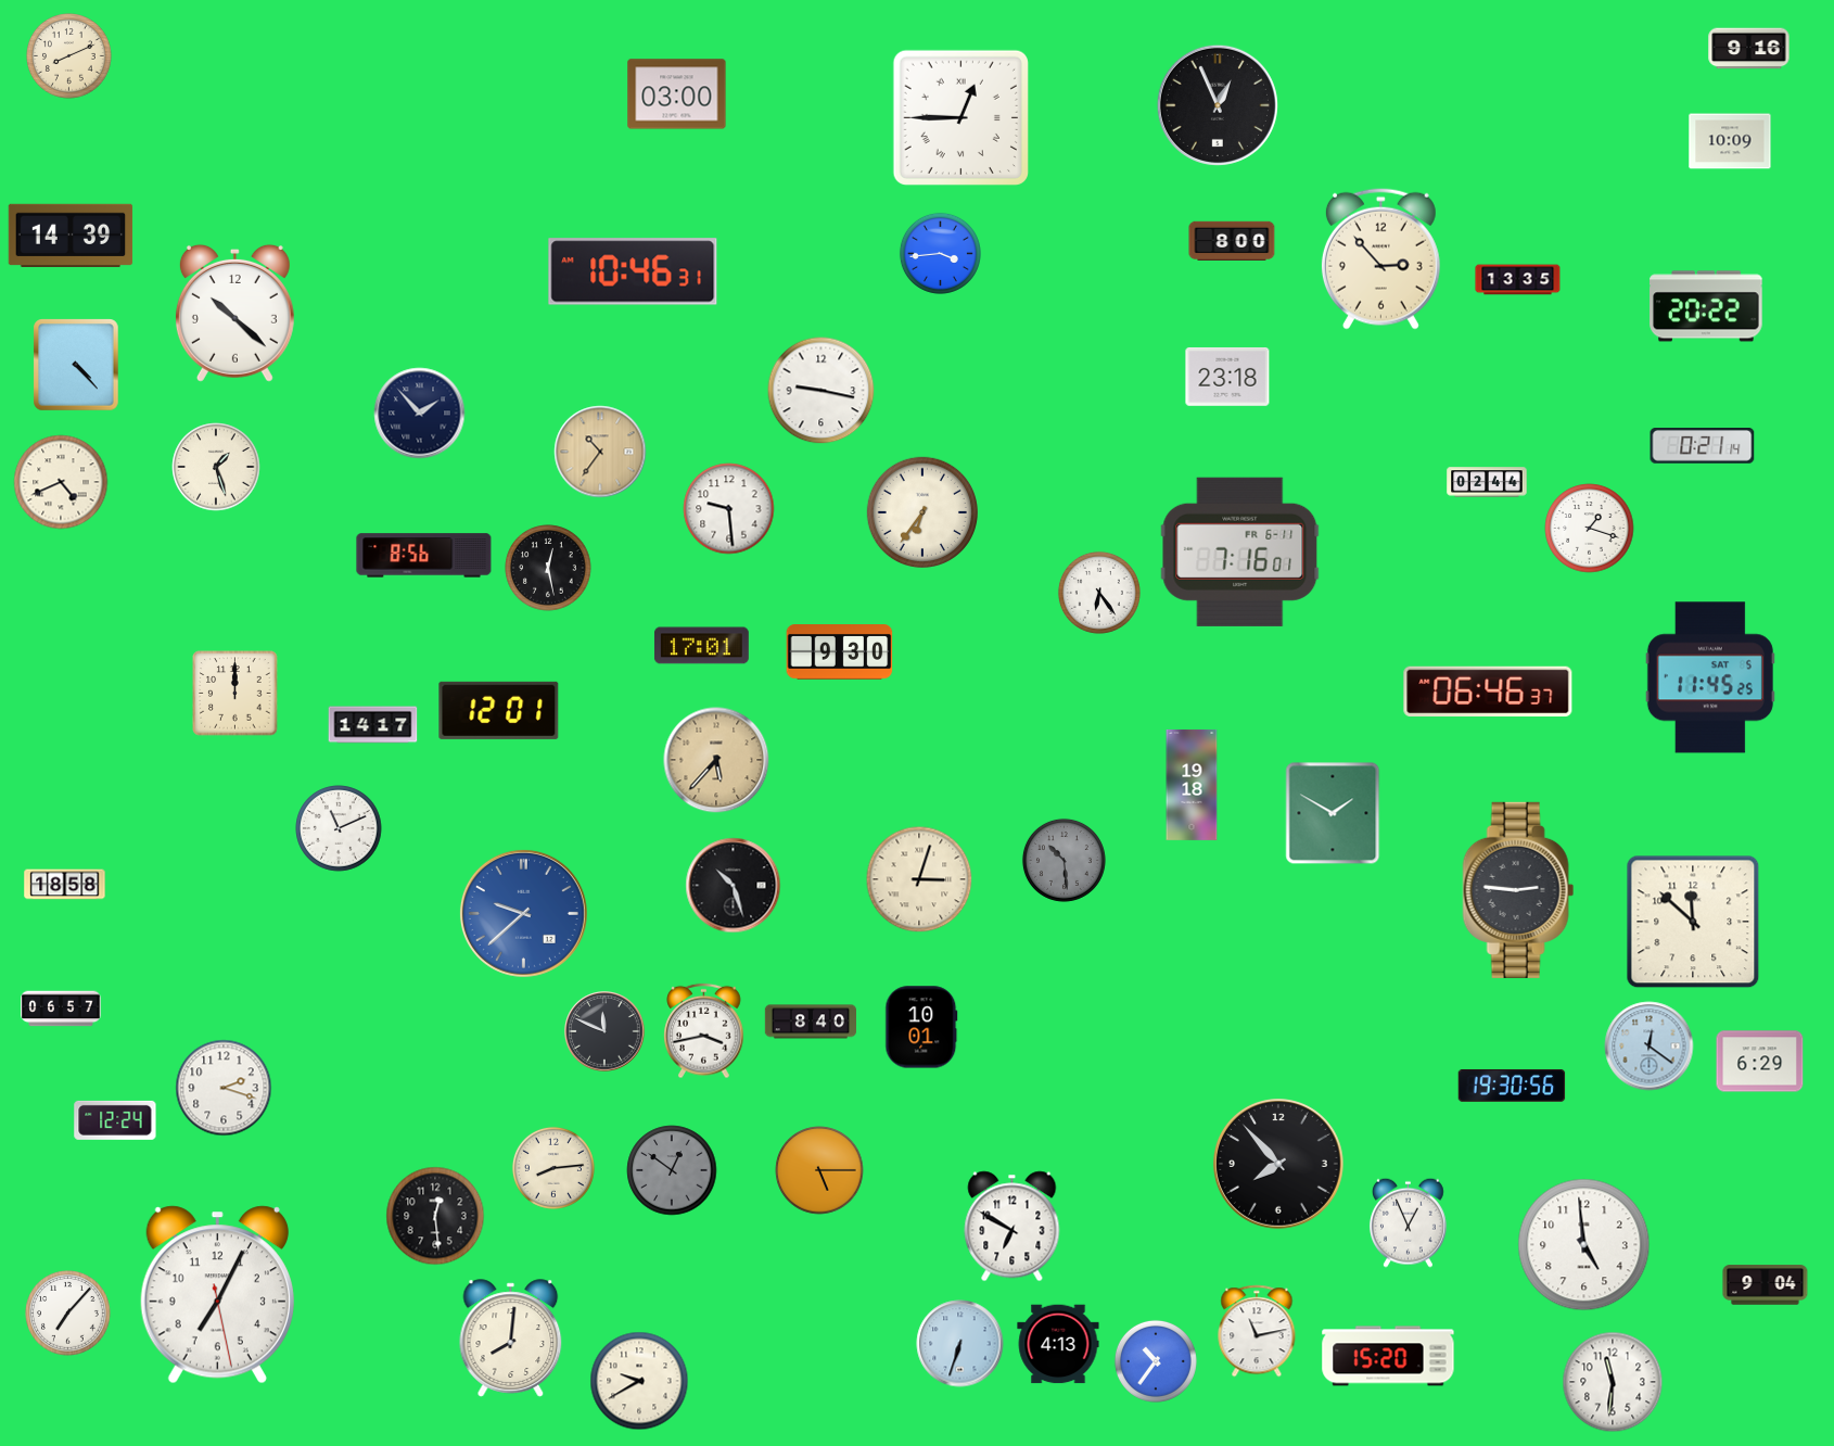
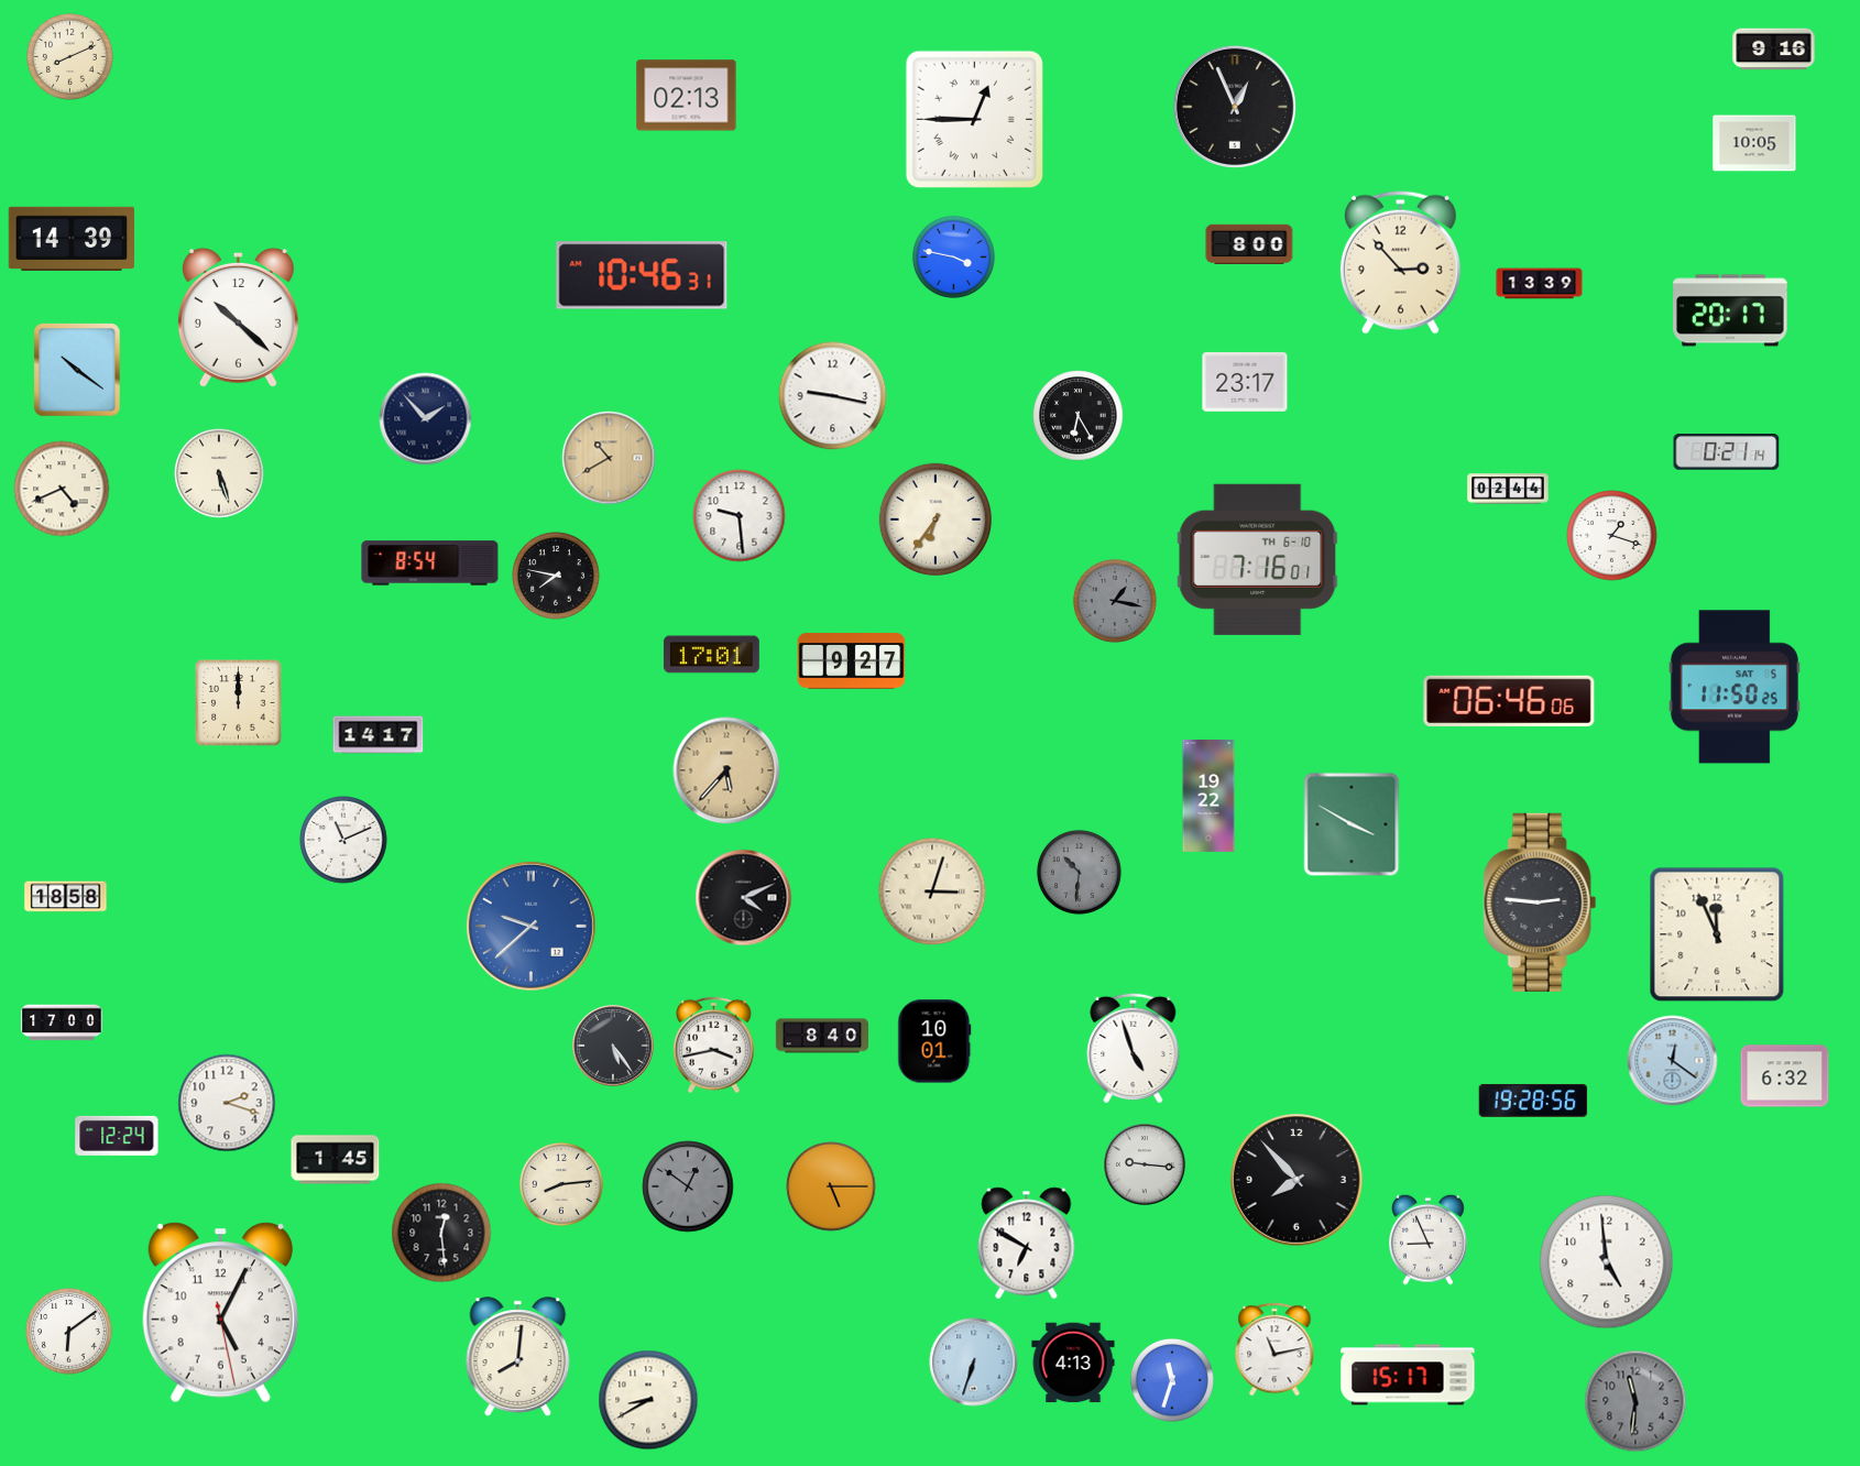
clock at (677, 94): 03:00 -> 02:13
clock at (1730, 141): 10:09 -> 10:05
clock at (940, 253): 3:44 -> 3:47
clock at (1518, 280): 13:35 -> 13:39
clock at (1706, 306): 20:22 -> 20:17
clock at (76, 365): 4:23 -> 10:21
clock at (1227, 377): 23:18 -> 23:17
clock at (1079, 416): none -> 6:25
clock at (600, 452): 10:36 -> 10:40
clock at (216, 467): 1:27 -> 5:27
clock at (1240, 551) date: FR 6-11 -> TH 6-10
clock at (424, 556): 8:56 -> 8:54
clock at (548, 568): 12:28 -> 7:47
clock at (1099, 593): 6:24 -> 1:17
clock at (1099, 593) dial: white -> grey
clock at (840, 652): 9:30 -> 9:27
clock at (1710, 677): 11:45 -> 11:50
clock at (1488, 690): 06:46:37 -> 06:46:06
clock at (499, 710): 12:01 -> none
clock at (1192, 785): 19:18 -> 19:22
clock at (1333, 813): 1:50 -> 3:50
clock at (1064, 860): 10:29 -> 10:31
clock at (734, 886): 10:27 -> 4:11
clock at (1693, 922): 11:52 -> 11:56
clock at (61, 1009): 06:57 -> 17:00
clock at (604, 1031): 11:49 -> 5:24
clock at (1134, 1048): none -> 4:57
clock at (1760, 1062): 6:29 -> 6:32
clock at (1512, 1086): 19:30 -> 19:28
clock at (336, 1160): none -> 1:45
clock at (1145, 1164): none -> 9:16
clock at (672, 1170) position: (672, 1170) -> (688, 1186)
clock at (1409, 1222): 12:56 -> 8:56
clock at (1766, 1285): 9:04 -> none
clock at (217, 1295): 7:04 -> 5:04
clock at (68, 1314): 7:07 -> 6:09
clock at (1388, 1356): 15:20 -> 15:17
clock at (1156, 1361): 10:36 -> 11:33
clock at (639, 1381): 9:40 -> 8:40
clock at (1613, 1382) dial: white -> grey
